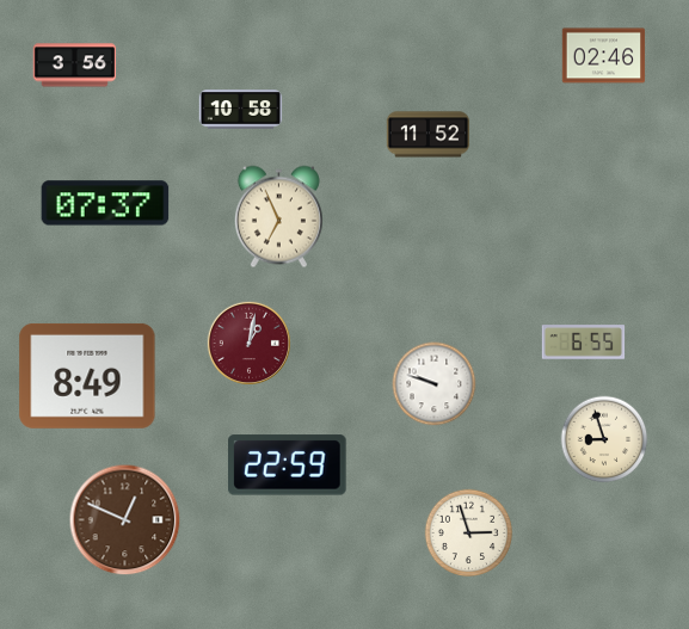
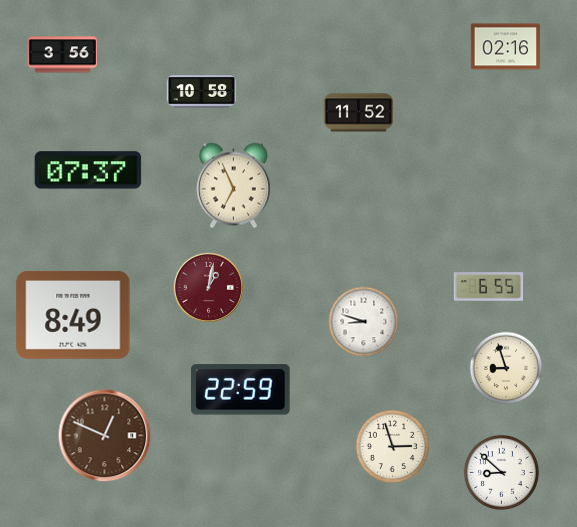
clock at (604, 56): 02:46 -> 02:16
clock at (278, 217) position: (278, 217) -> (233, 186)
clock at (435, 384): 9:48 -> 8:48
clock at (501, 472): none -> 8:52
